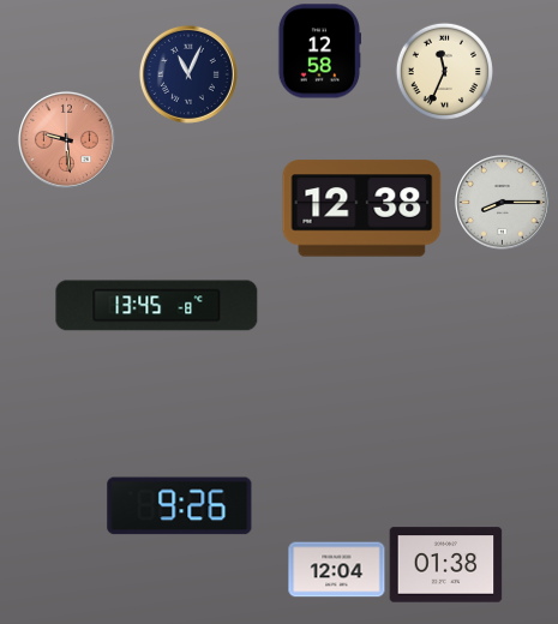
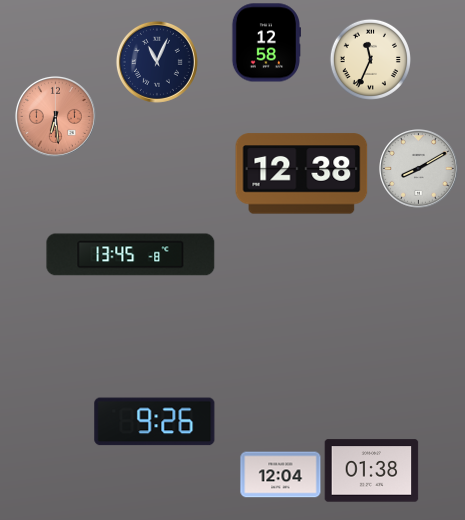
clock at (66, 139): 9:29 -> 6:29
clock at (503, 203): 8:15 -> 8:10
clock at (180, 506) position: (180, 506) -> (155, 422)
